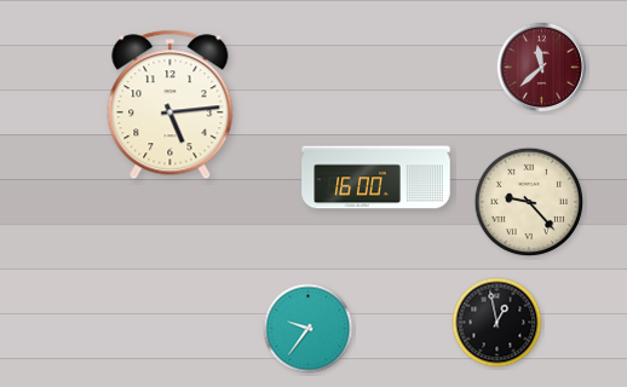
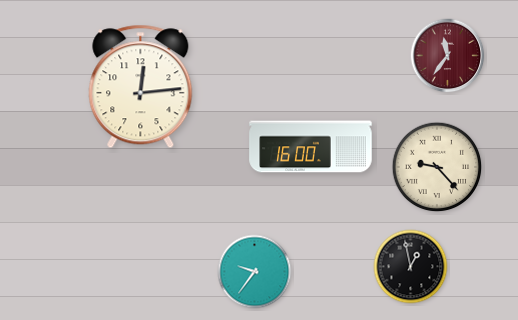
clock at (542, 68): 11:38 -> 11:36
clock at (171, 105): 5:14 -> 12:14
